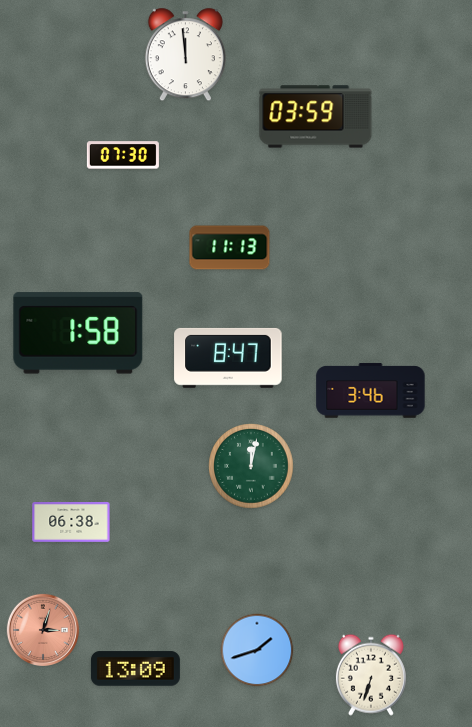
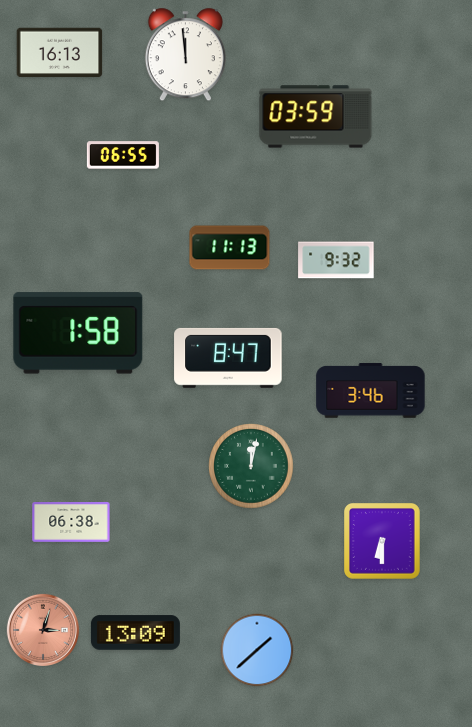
clock at (60, 53): none -> 16:13
clock at (123, 155): 07:30 -> 06:55
clock at (336, 260): none -> 9:32
clock at (383, 542): none -> 6:30
clock at (257, 650): 1:42 -> 1:38
clock at (135, 669) position: (135, 669) -> (135, 633)
clock at (371, 675): 6:33 -> none
